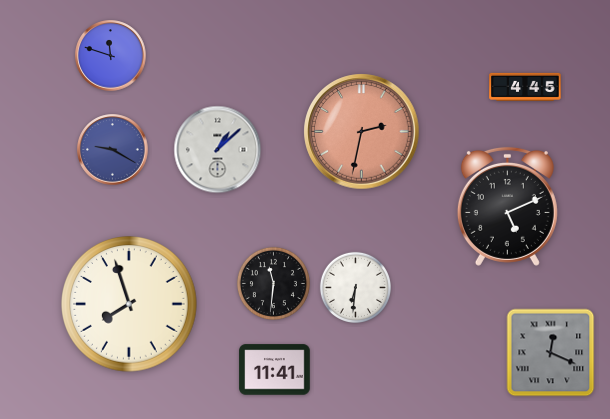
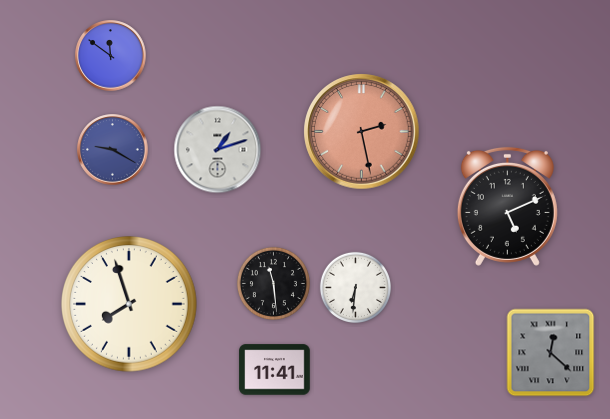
clock at (111, 56): 11:48 -> 11:51
clock at (525, 87): 4:45 -> none
clock at (362, 132): 2:32 -> 2:28
clock at (218, 150): 1:08 -> 1:12
clock at (273, 283): 11:31 -> 11:29
clock at (551, 353): 12:19 -> 12:22
